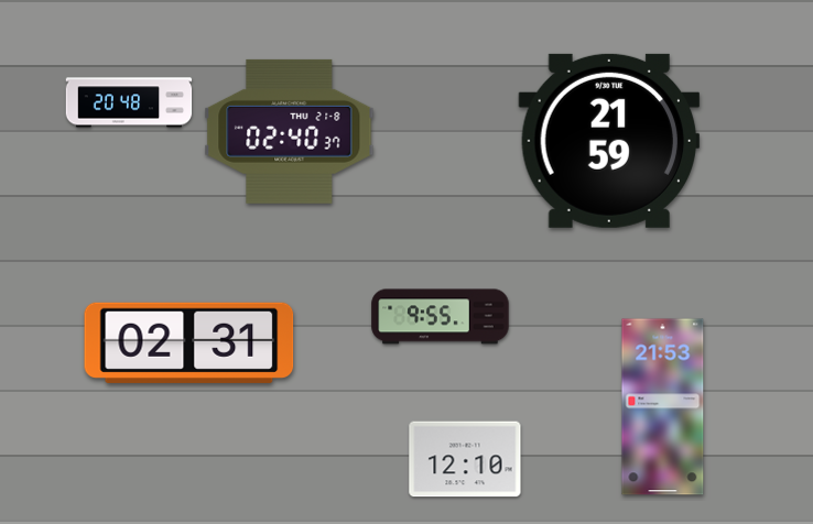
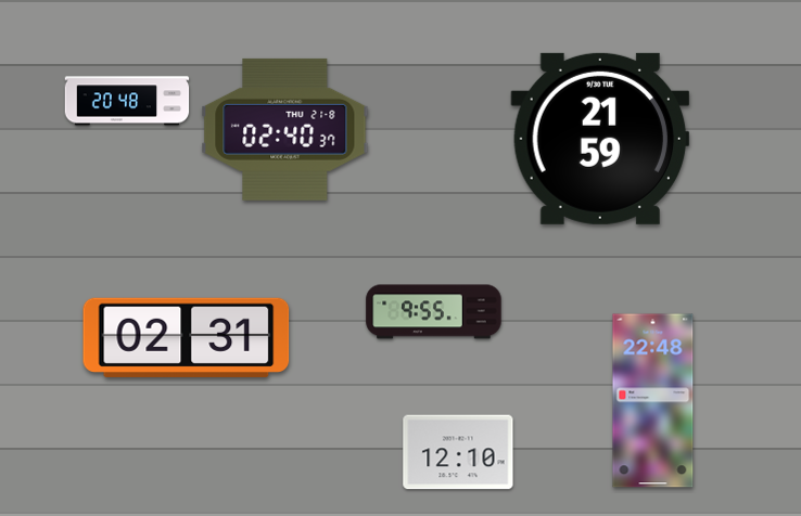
clock at (663, 407): 21:53 -> 22:48
